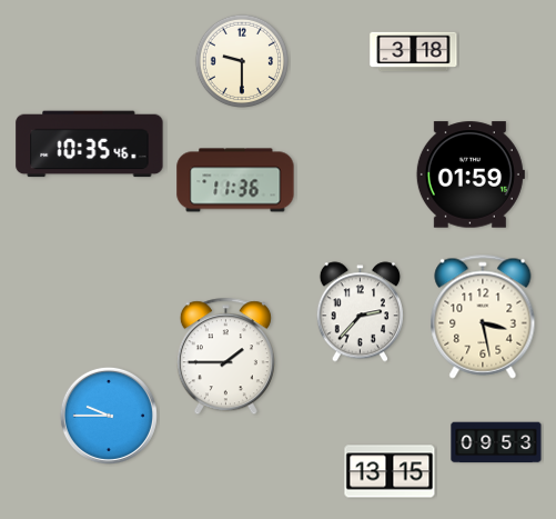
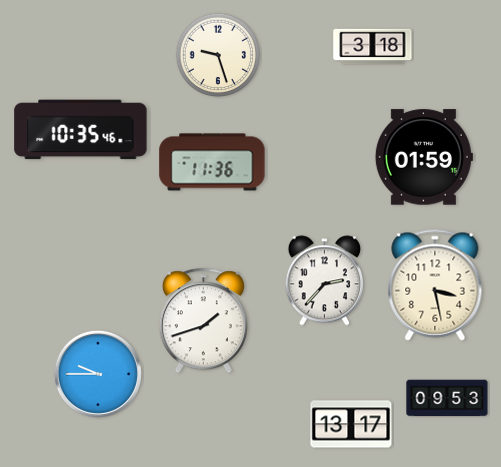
clock at (241, 60): 9:30 -> 9:27
clock at (225, 357): 1:45 -> 1:42
clock at (390, 471): 13:15 -> 13:17
